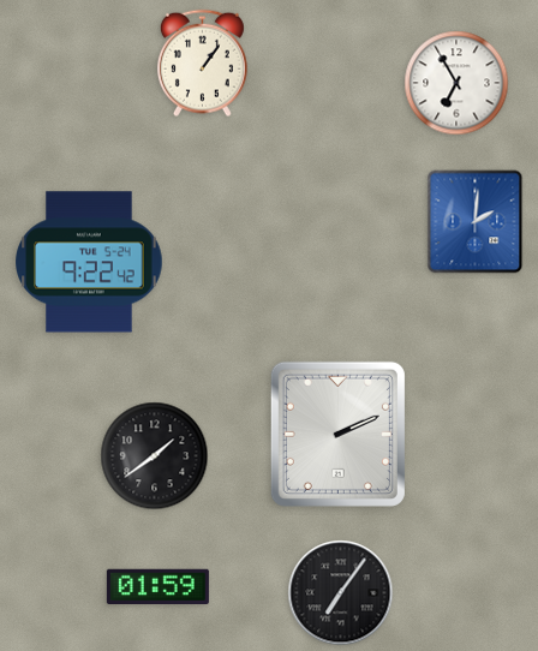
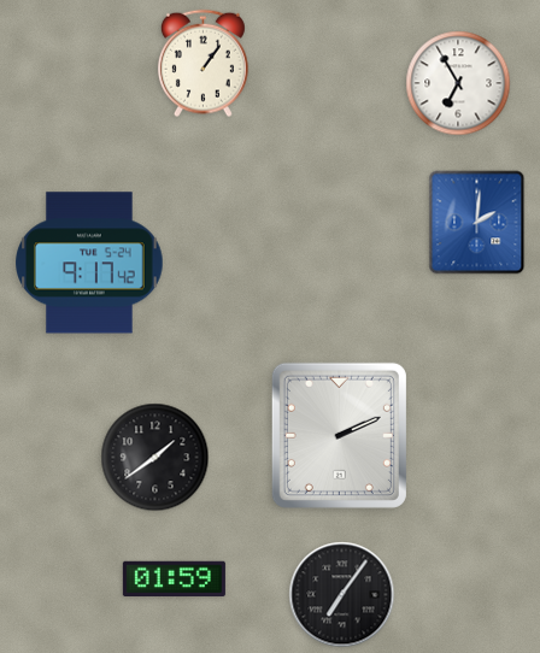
clock at (89, 262): 9:22 -> 9:17
clock at (157, 586) position: (157, 586) -> (174, 578)
